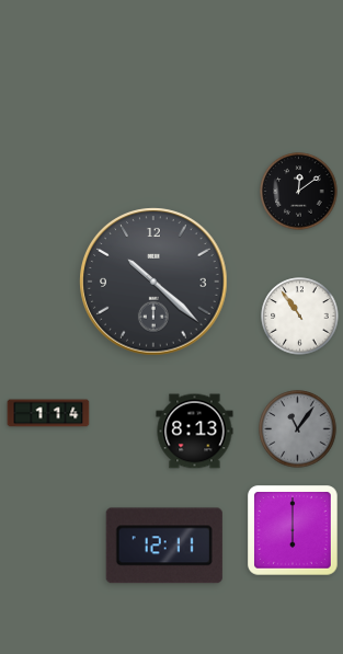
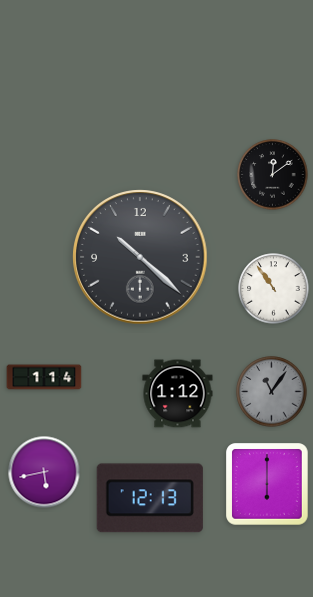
clock at (195, 432): 8:13 -> 1:12
clock at (44, 472): none -> 5:43
clock at (164, 546): 12:11 -> 12:13
